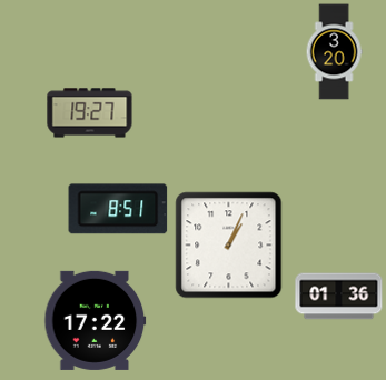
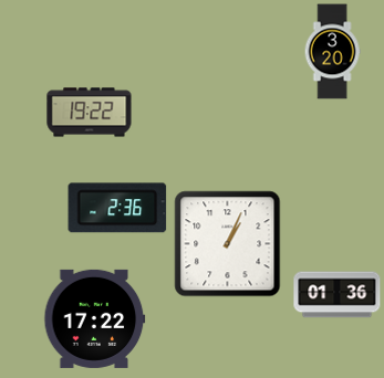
clock at (90, 113): 19:27 -> 19:22
clock at (118, 209): 8:51 -> 2:36
